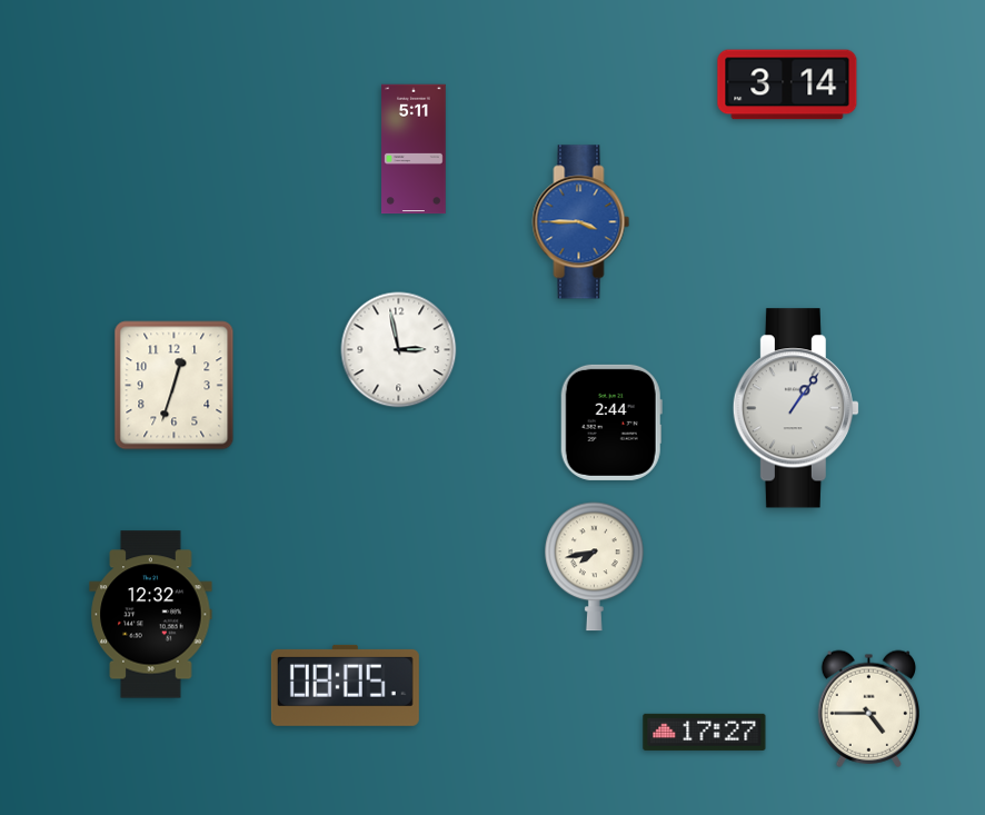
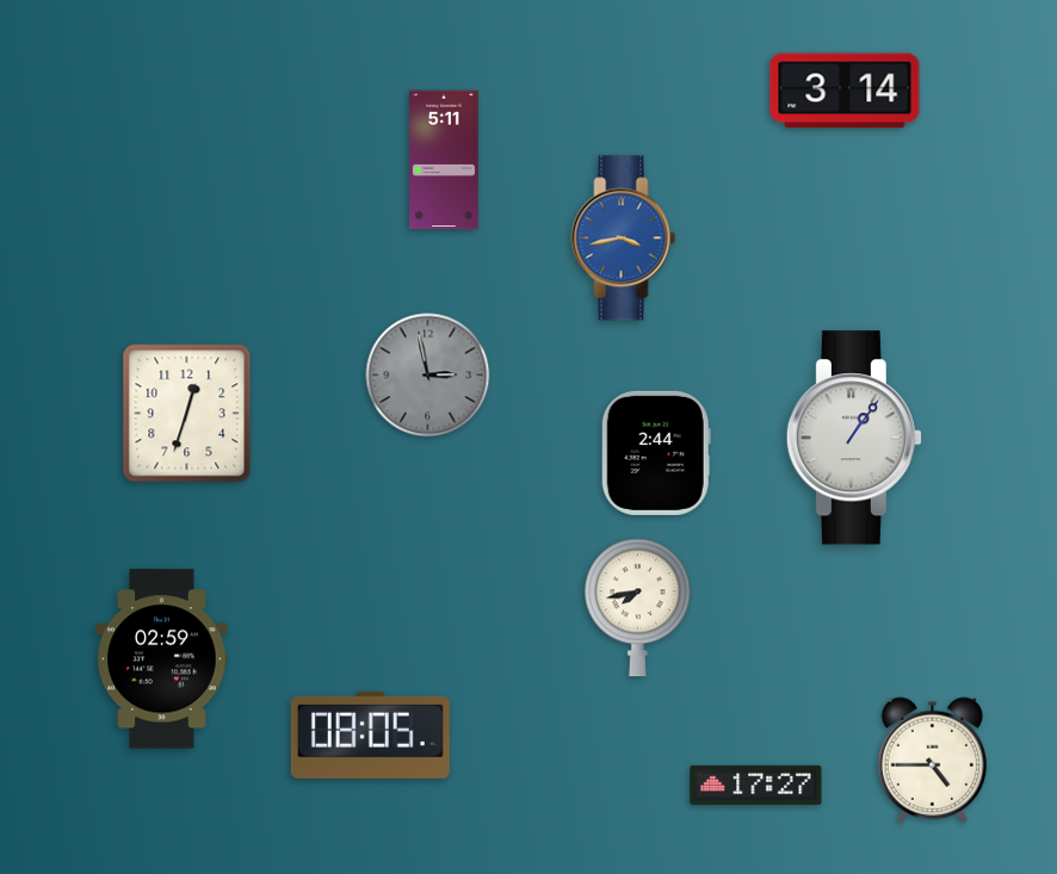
clock at (581, 222): 3:45 -> 3:43
clock at (399, 350) dial: white -> grey
clock at (151, 615): 12:32 -> 02:59
